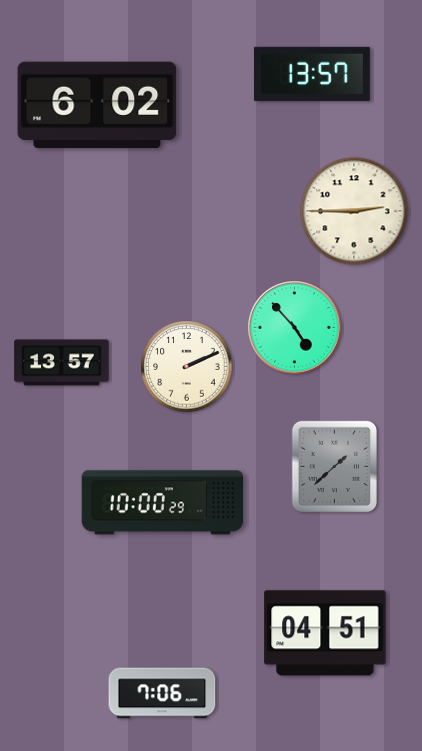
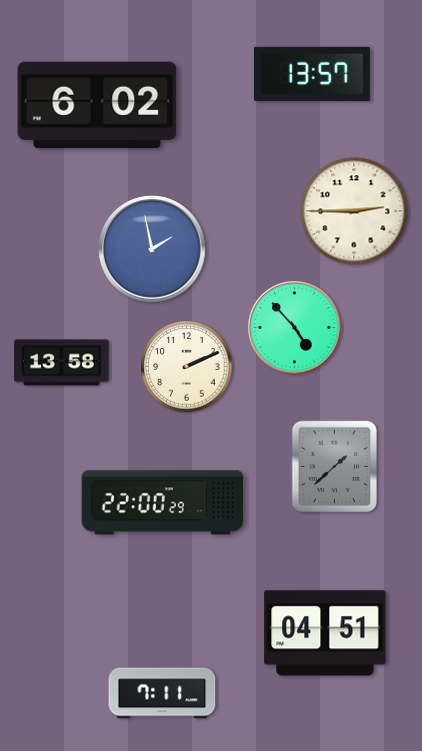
clock at (152, 249): none -> 1:58
clock at (62, 363): 13:57 -> 13:58
clock at (163, 503): 10:00 -> 22:00
clock at (162, 693): 7:06 -> 7:11
